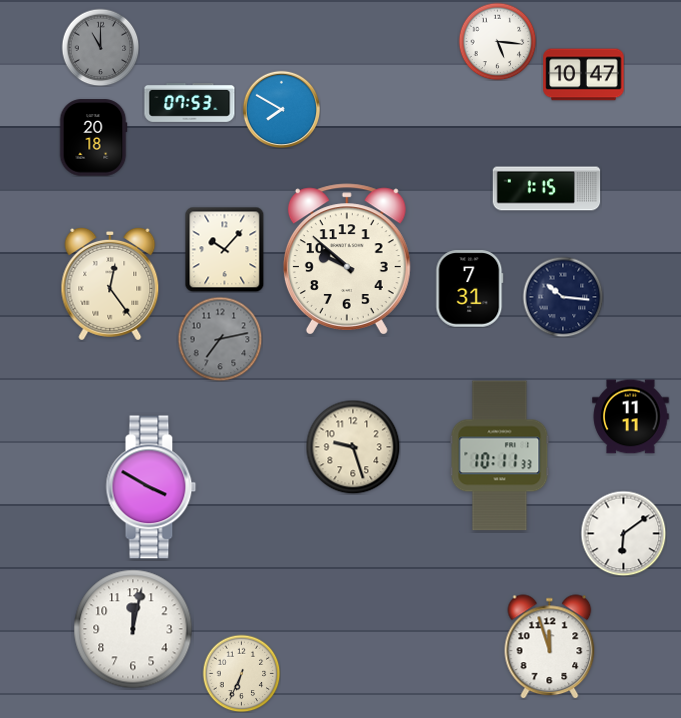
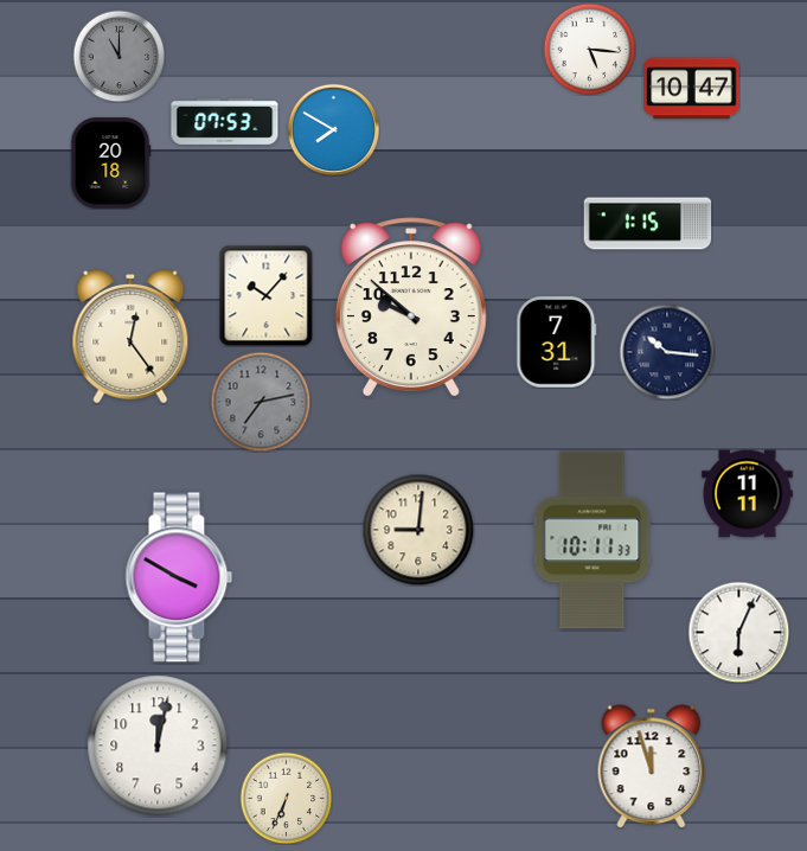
clock at (353, 447): 9:27 -> 9:01
clock at (623, 533): 6:09 -> 6:04
